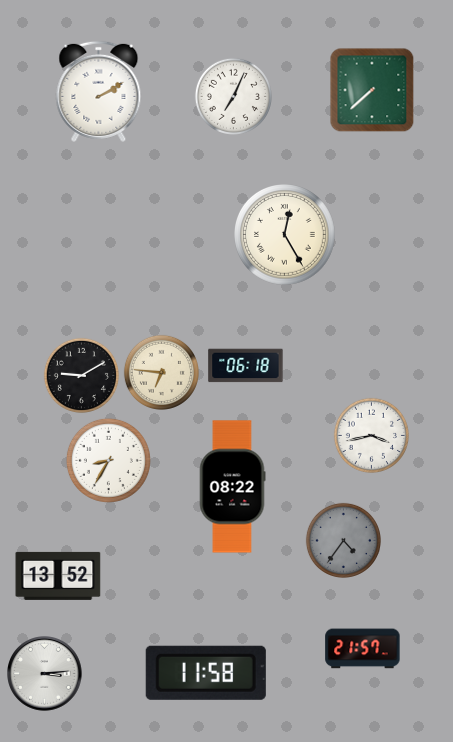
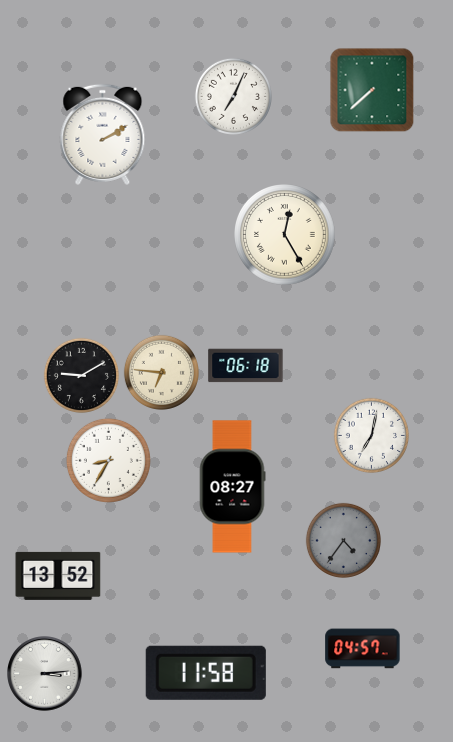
clock at (99, 91) position: (99, 91) -> (103, 134)
clock at (371, 435): 3:43 -> 7:02
clock at (232, 487): 08:22 -> 08:27
clock at (363, 649): 21:57 -> 04:57
